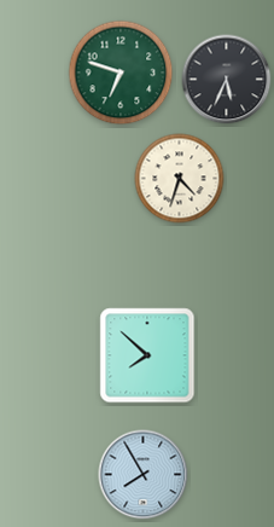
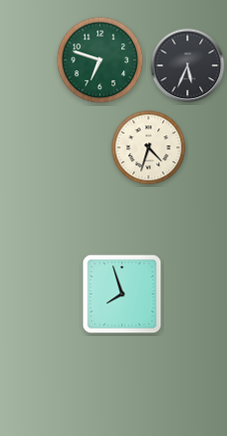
clock at (147, 355): 7:52 -> 7:57
clock at (144, 475): 7:55 -> none
